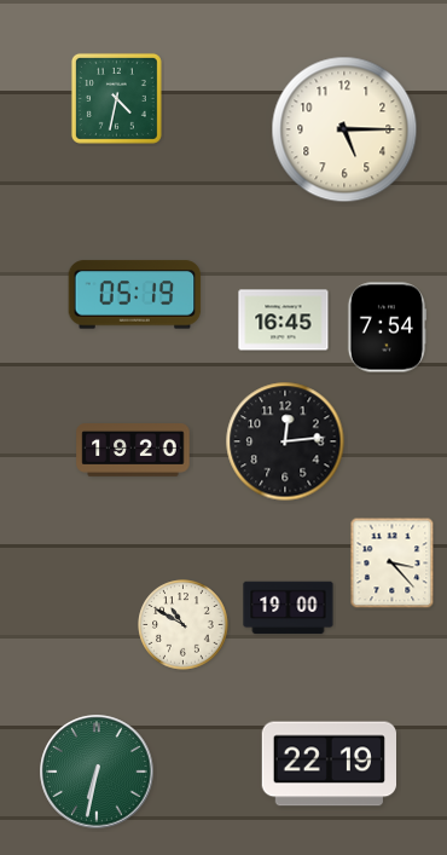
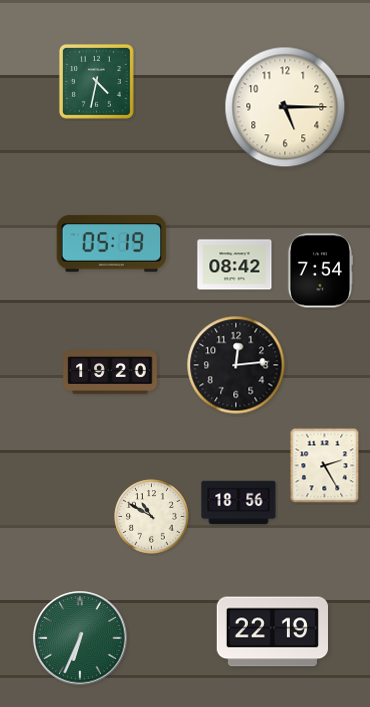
clock at (284, 320): 16:45 -> 08:42
clock at (393, 564): 3:23 -> 2:25
clock at (289, 608): 19:00 -> 18:56
clock at (97, 772): 6:32 -> 6:34
